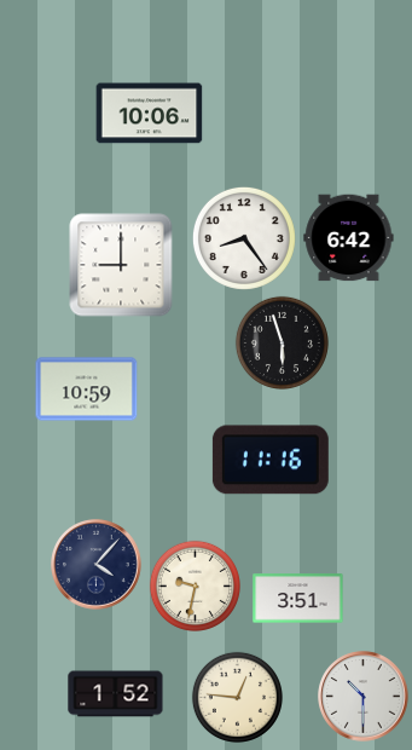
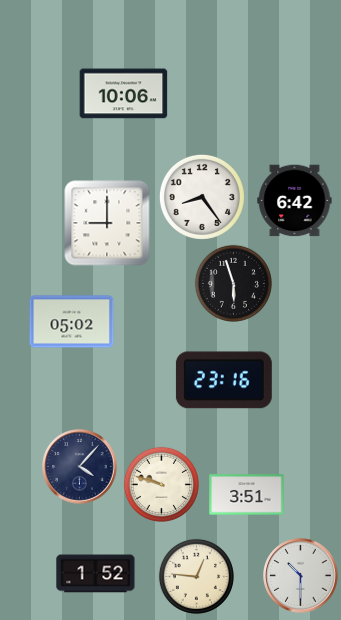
clock at (349, 238) position: (349, 238) -> (295, 201)
clock at (121, 265) position: (121, 265) -> (107, 223)
clock at (87, 390): 10:59 -> 05:02
clock at (271, 460): 11:16 -> 23:16
clock at (195, 585): 9:32 -> 9:48
